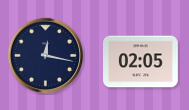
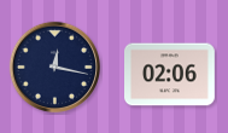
clock at (141, 62): 02:05 -> 02:06
